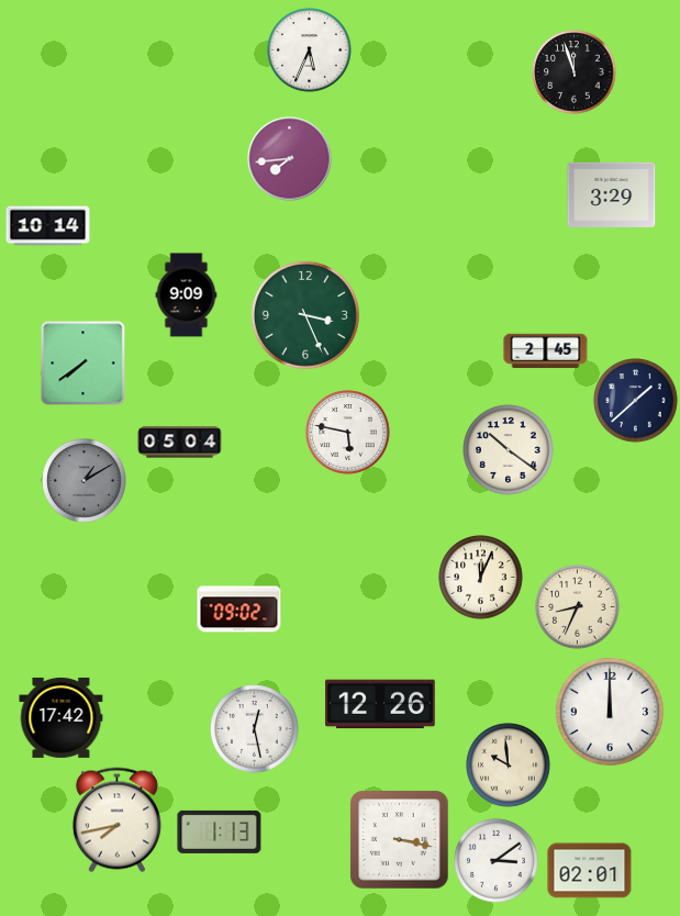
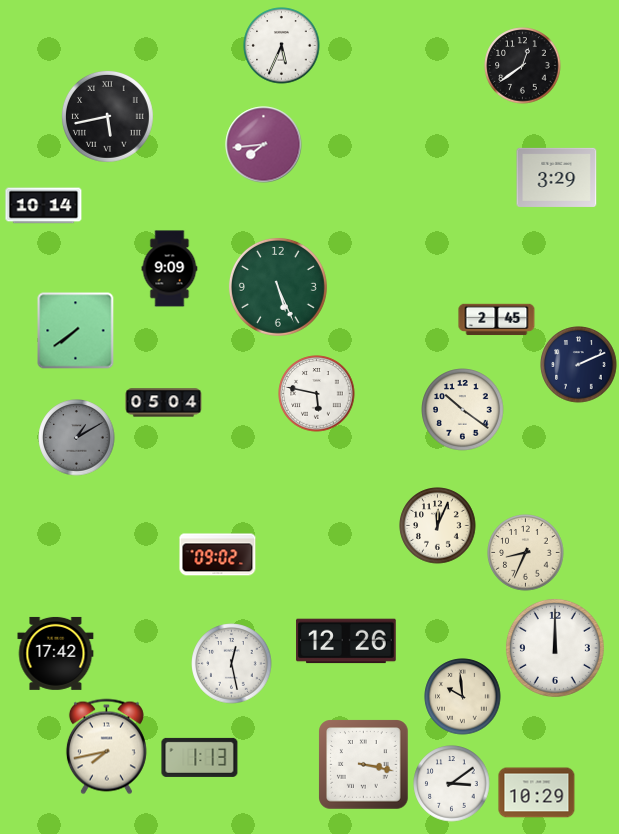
clock at (575, 72): 11:57 -> 12:39
clock at (107, 116): none -> 5:43
clock at (305, 315): 3:26 -> 5:26
clock at (636, 401): 1:38 -> 2:11
clock at (590, 871): 02:01 -> 10:29
